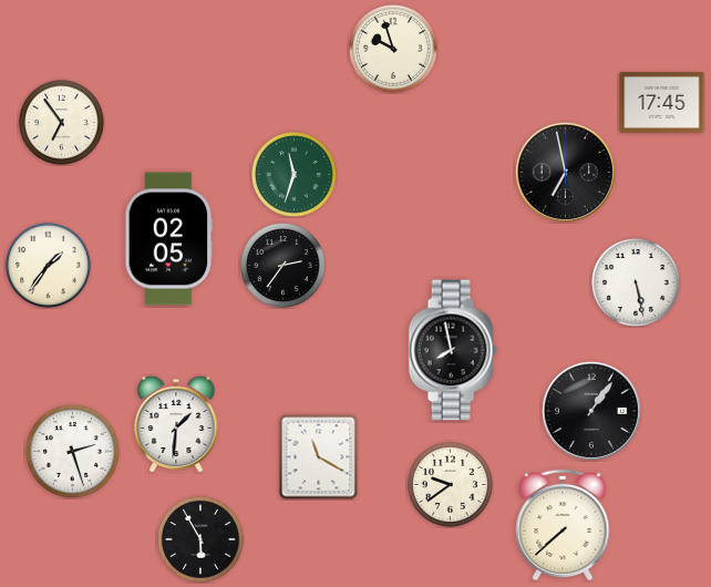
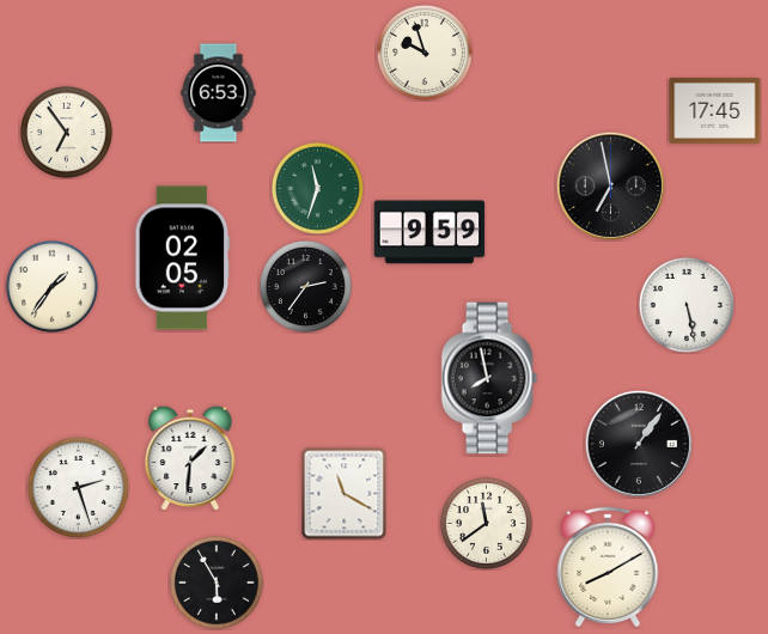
clock at (219, 93): none -> 6:53
clock at (429, 232): none -> 9:59
clock at (450, 484): 9:39 -> 11:39
clock at (563, 524): 7:38 -> 8:10
